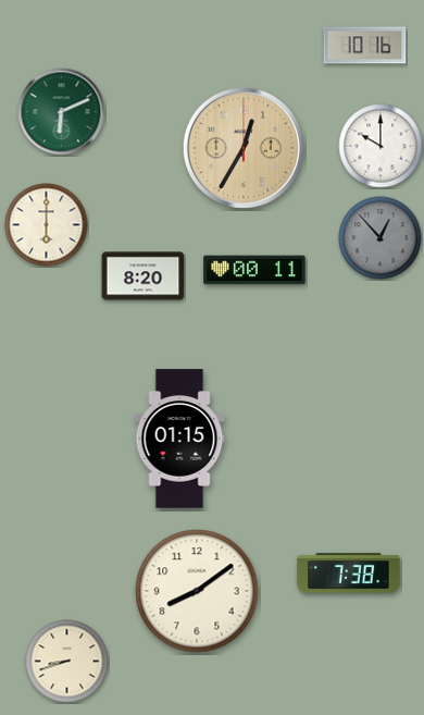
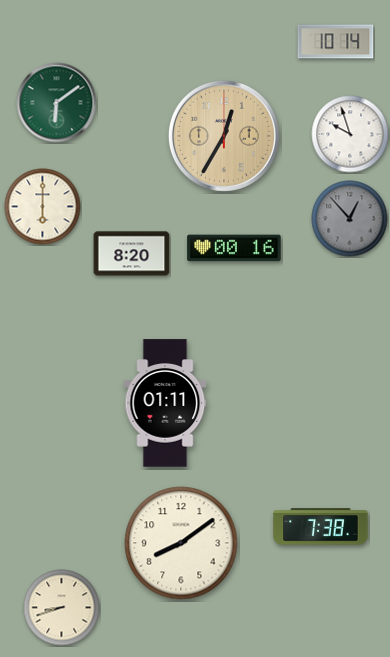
clock at (365, 46): 10:16 -> 10:14
clock at (62, 112): 6:11 -> 6:09
clock at (381, 146): 10:00 -> 9:57
clock at (254, 270): 00:11 -> 00:16
clock at (179, 439): 01:15 -> 01:11
